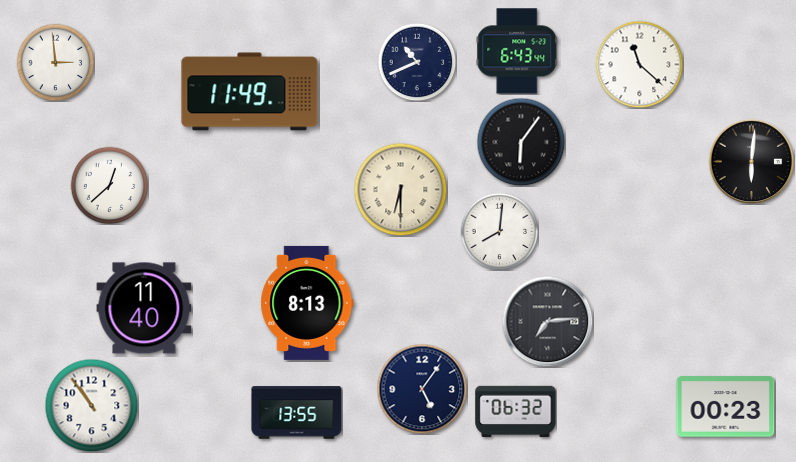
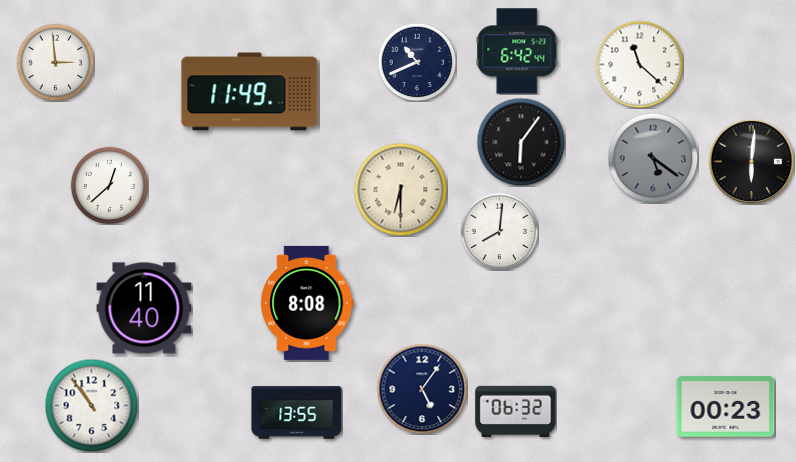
clock at (517, 51): 6:43 -> 6:42
clock at (653, 158): none -> 5:21
clock at (307, 303): 8:13 -> 8:08
clock at (547, 321): 7:14 -> none
